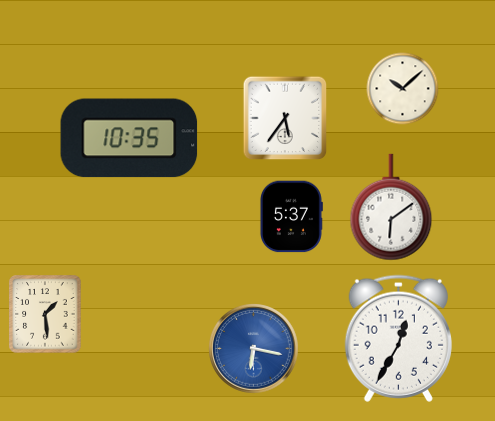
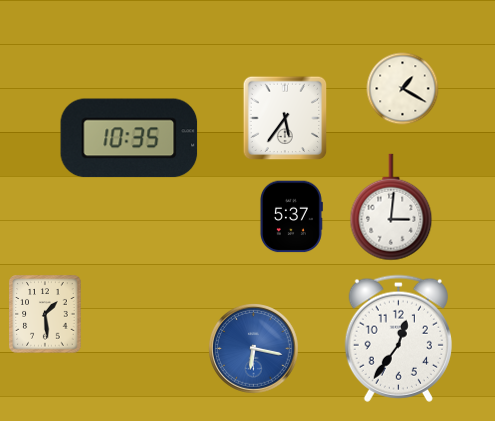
clock at (403, 89): 10:08 -> 1:20
clock at (391, 207): 6:09 -> 3:01
clock at (398, 338): 12:35 -> 12:36
